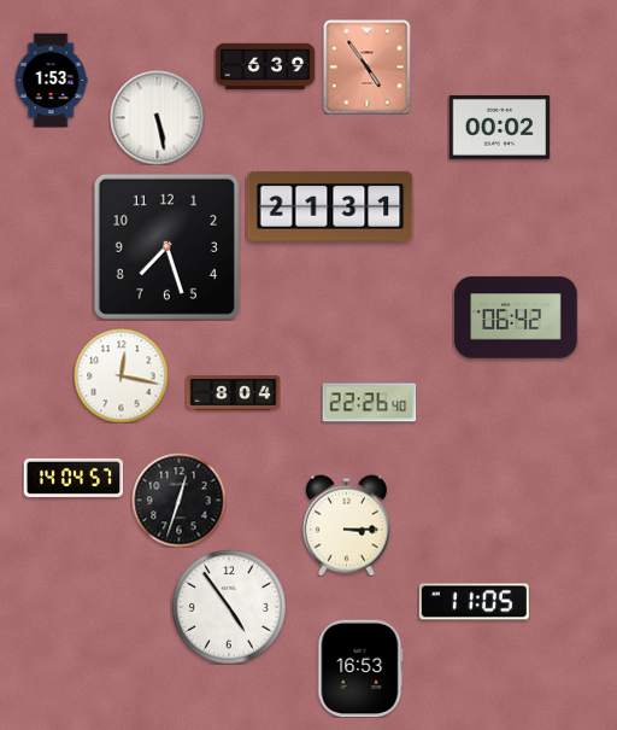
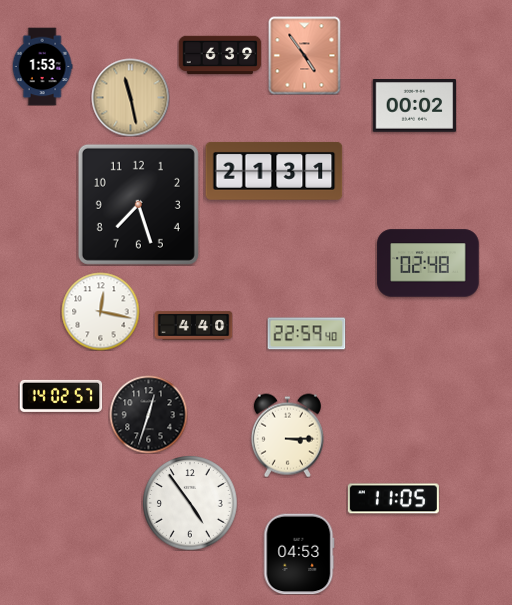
clock at (157, 117): 5:28 -> 11:28
clock at (157, 117) dial: white -> champagne
clock at (516, 317): 06:42 -> 02:48
clock at (233, 393): 8:04 -> 4:40
clock at (369, 403): 22:26 -> 22:59
clock at (74, 478): 14:04 -> 14:02
clock at (360, 668): 16:53 -> 04:53
